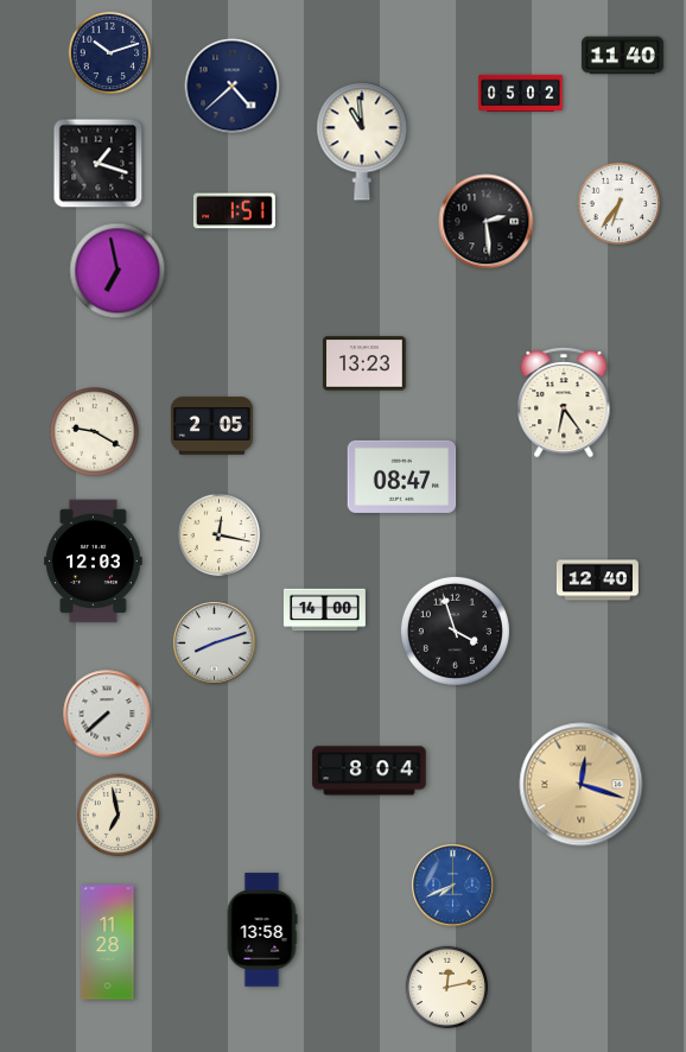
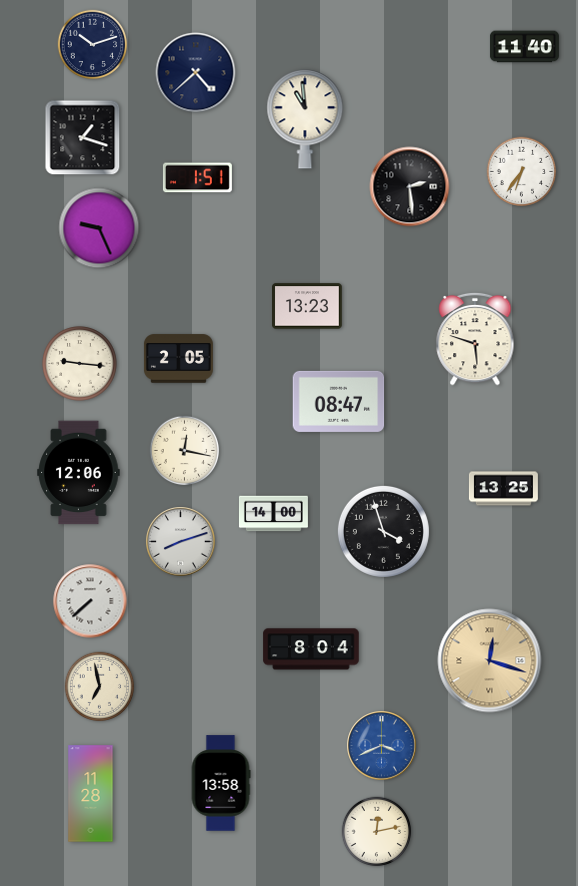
clock at (521, 93): 05:02 -> none
clock at (117, 271): 6:58 -> 9:26
clock at (564, 403): 6:24 -> 5:48
clock at (95, 432): 9:20 -> 9:16
clock at (94, 562): 12:03 -> 12:06
clock at (597, 581): 12:40 -> 13:25
clock at (453, 886): 7:41 -> 3:41
